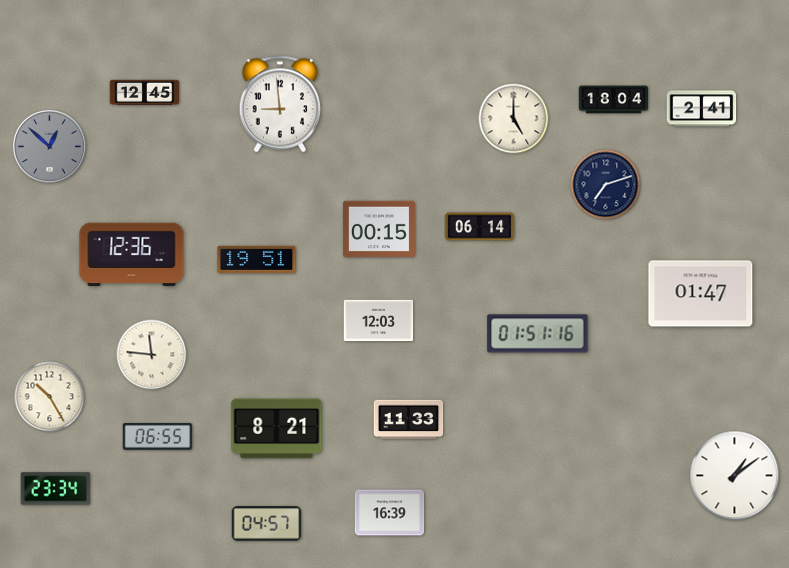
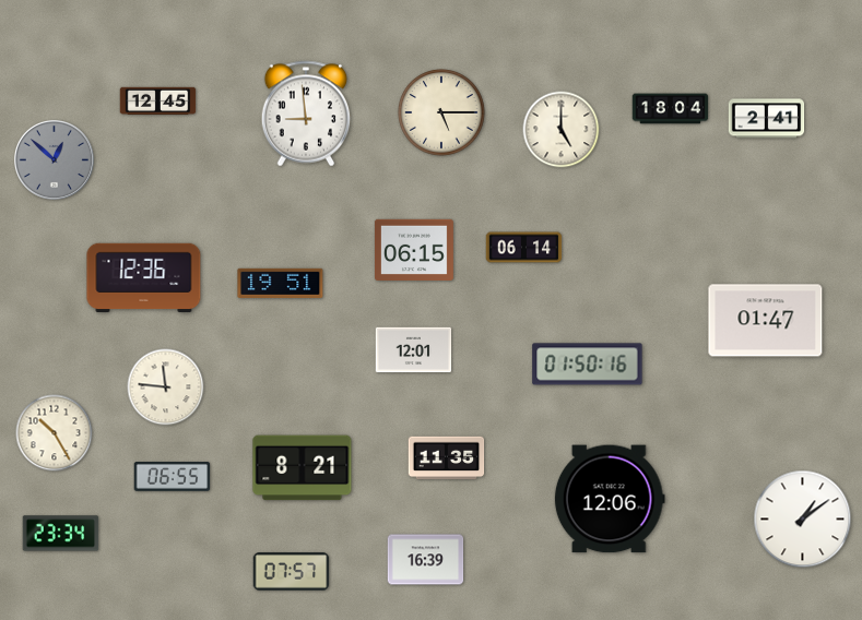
clock at (441, 112): none -> 5:15
clock at (606, 185): 7:12 -> none
clock at (379, 228): 00:15 -> 06:15
clock at (379, 321): 12:03 -> 12:01
clock at (538, 334): 01:51 -> 01:50
clock at (409, 420): 11:33 -> 11:35
clock at (610, 499): none -> 12:06
clock at (267, 524): 04:57 -> 07:57
